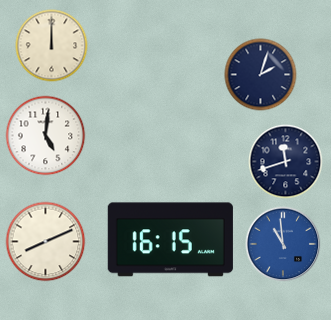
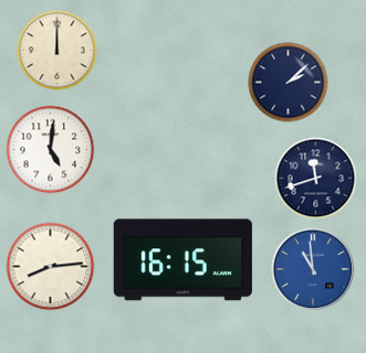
clock at (261, 75): 2:03 -> 2:08
clock at (170, 240) position: (170, 240) -> (182, 260)
clock at (46, 242): 8:11 -> 8:14
